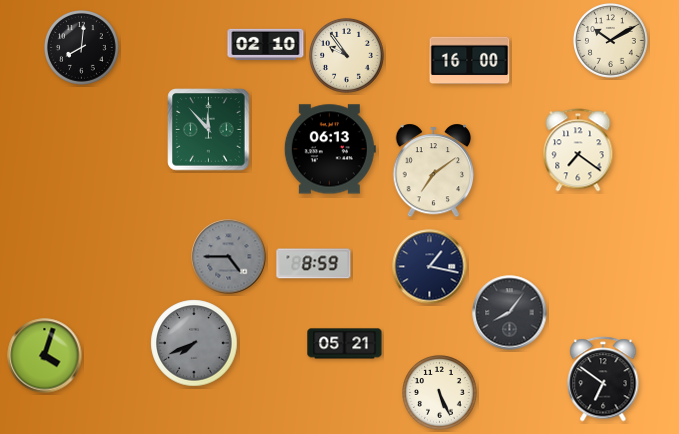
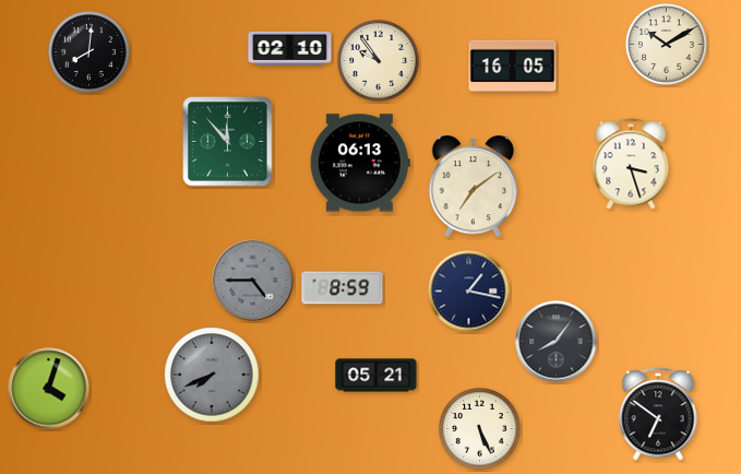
clock at (470, 61): 16:00 -> 16:05
clock at (578, 150): 7:21 -> 3:27
clock at (229, 257) position: (229, 257) -> (253, 281)
